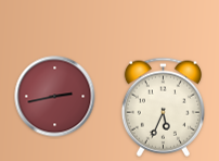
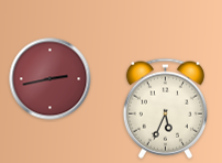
clock at (55, 97) position: (55, 97) -> (51, 79)
